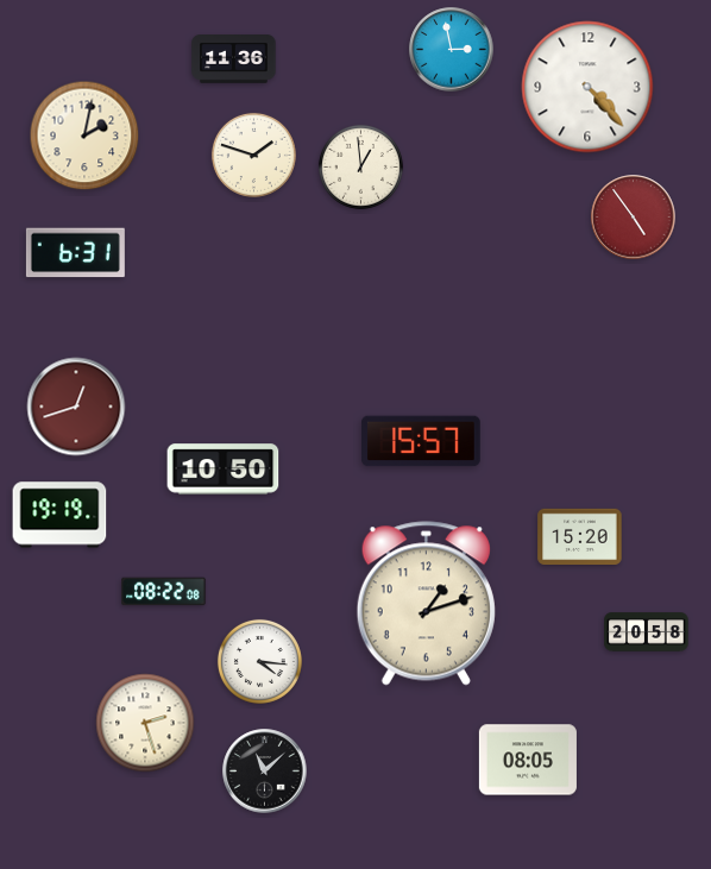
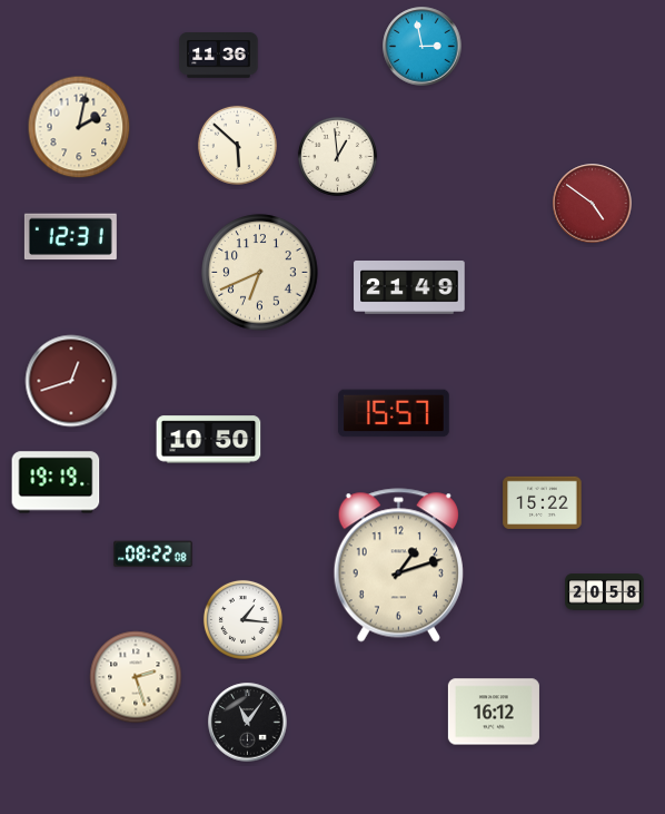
clock at (587, 87): 4:23 -> none
clock at (253, 155): 1:48 -> 5:52
clock at (634, 218): 4:54 -> 4:51
clock at (75, 253): 6:31 -> 12:31
clock at (260, 273): none -> 6:41
clock at (409, 288): none -> 21:49
clock at (580, 536): 15:20 -> 15:22
clock at (259, 661): 4:16 -> 1:16
clock at (528, 760): 08:05 -> 16:12
clock at (265, 772): 11:08 -> 11:06
